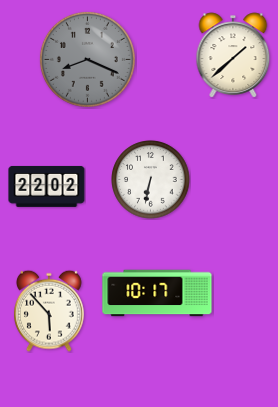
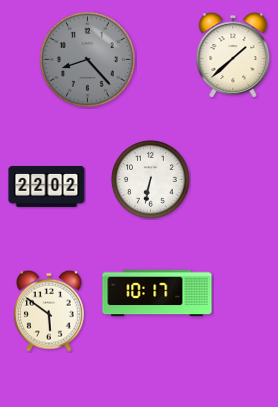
clock at (87, 59): 8:19 -> 8:23
clock at (50, 311): 5:53 -> 5:51
